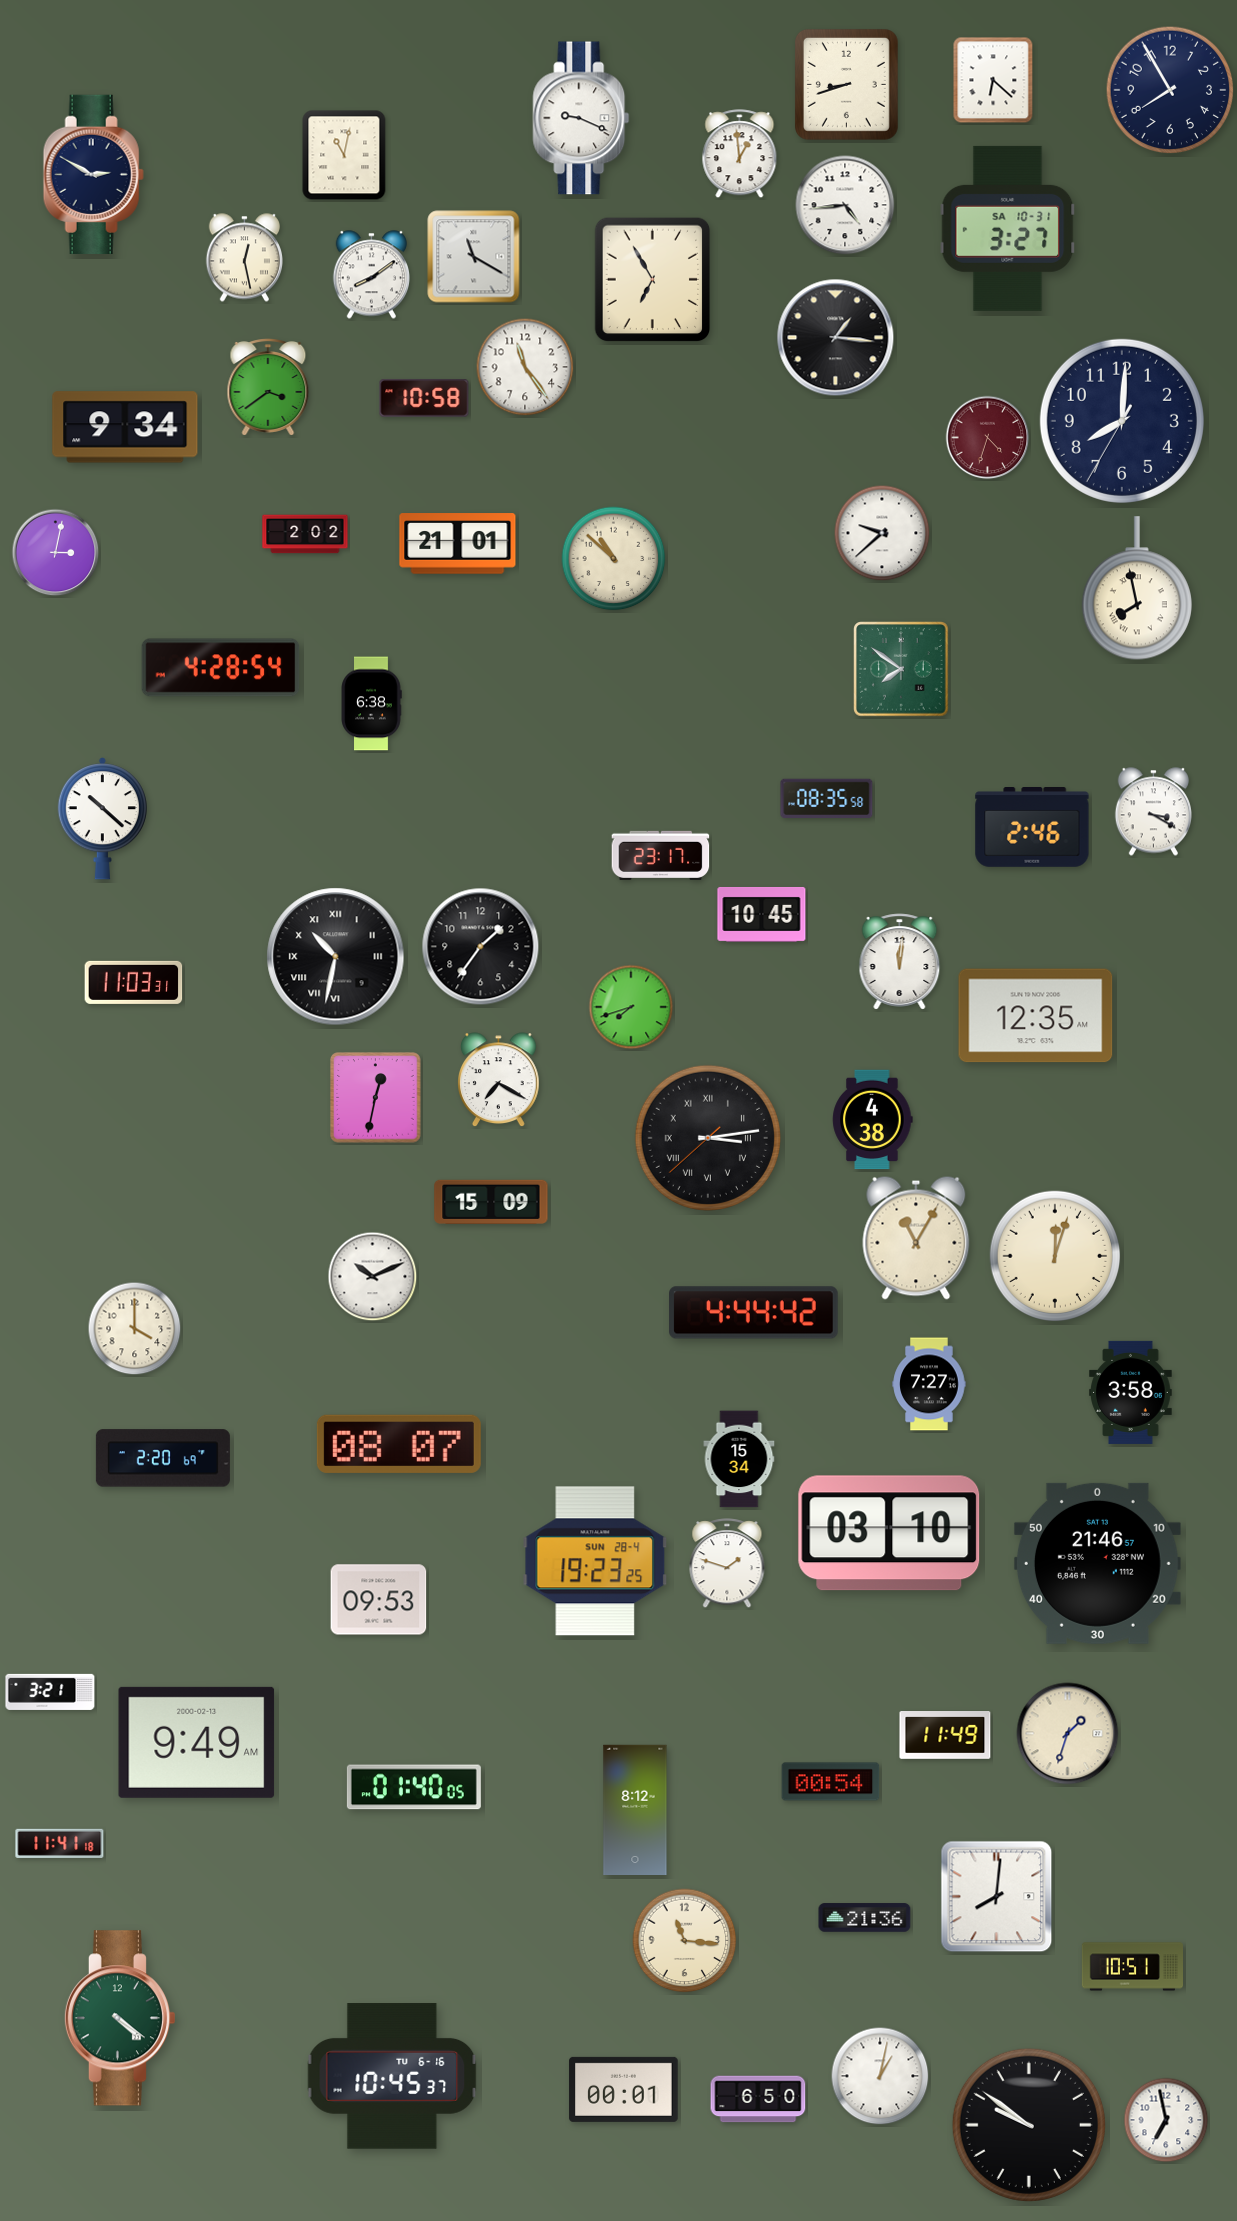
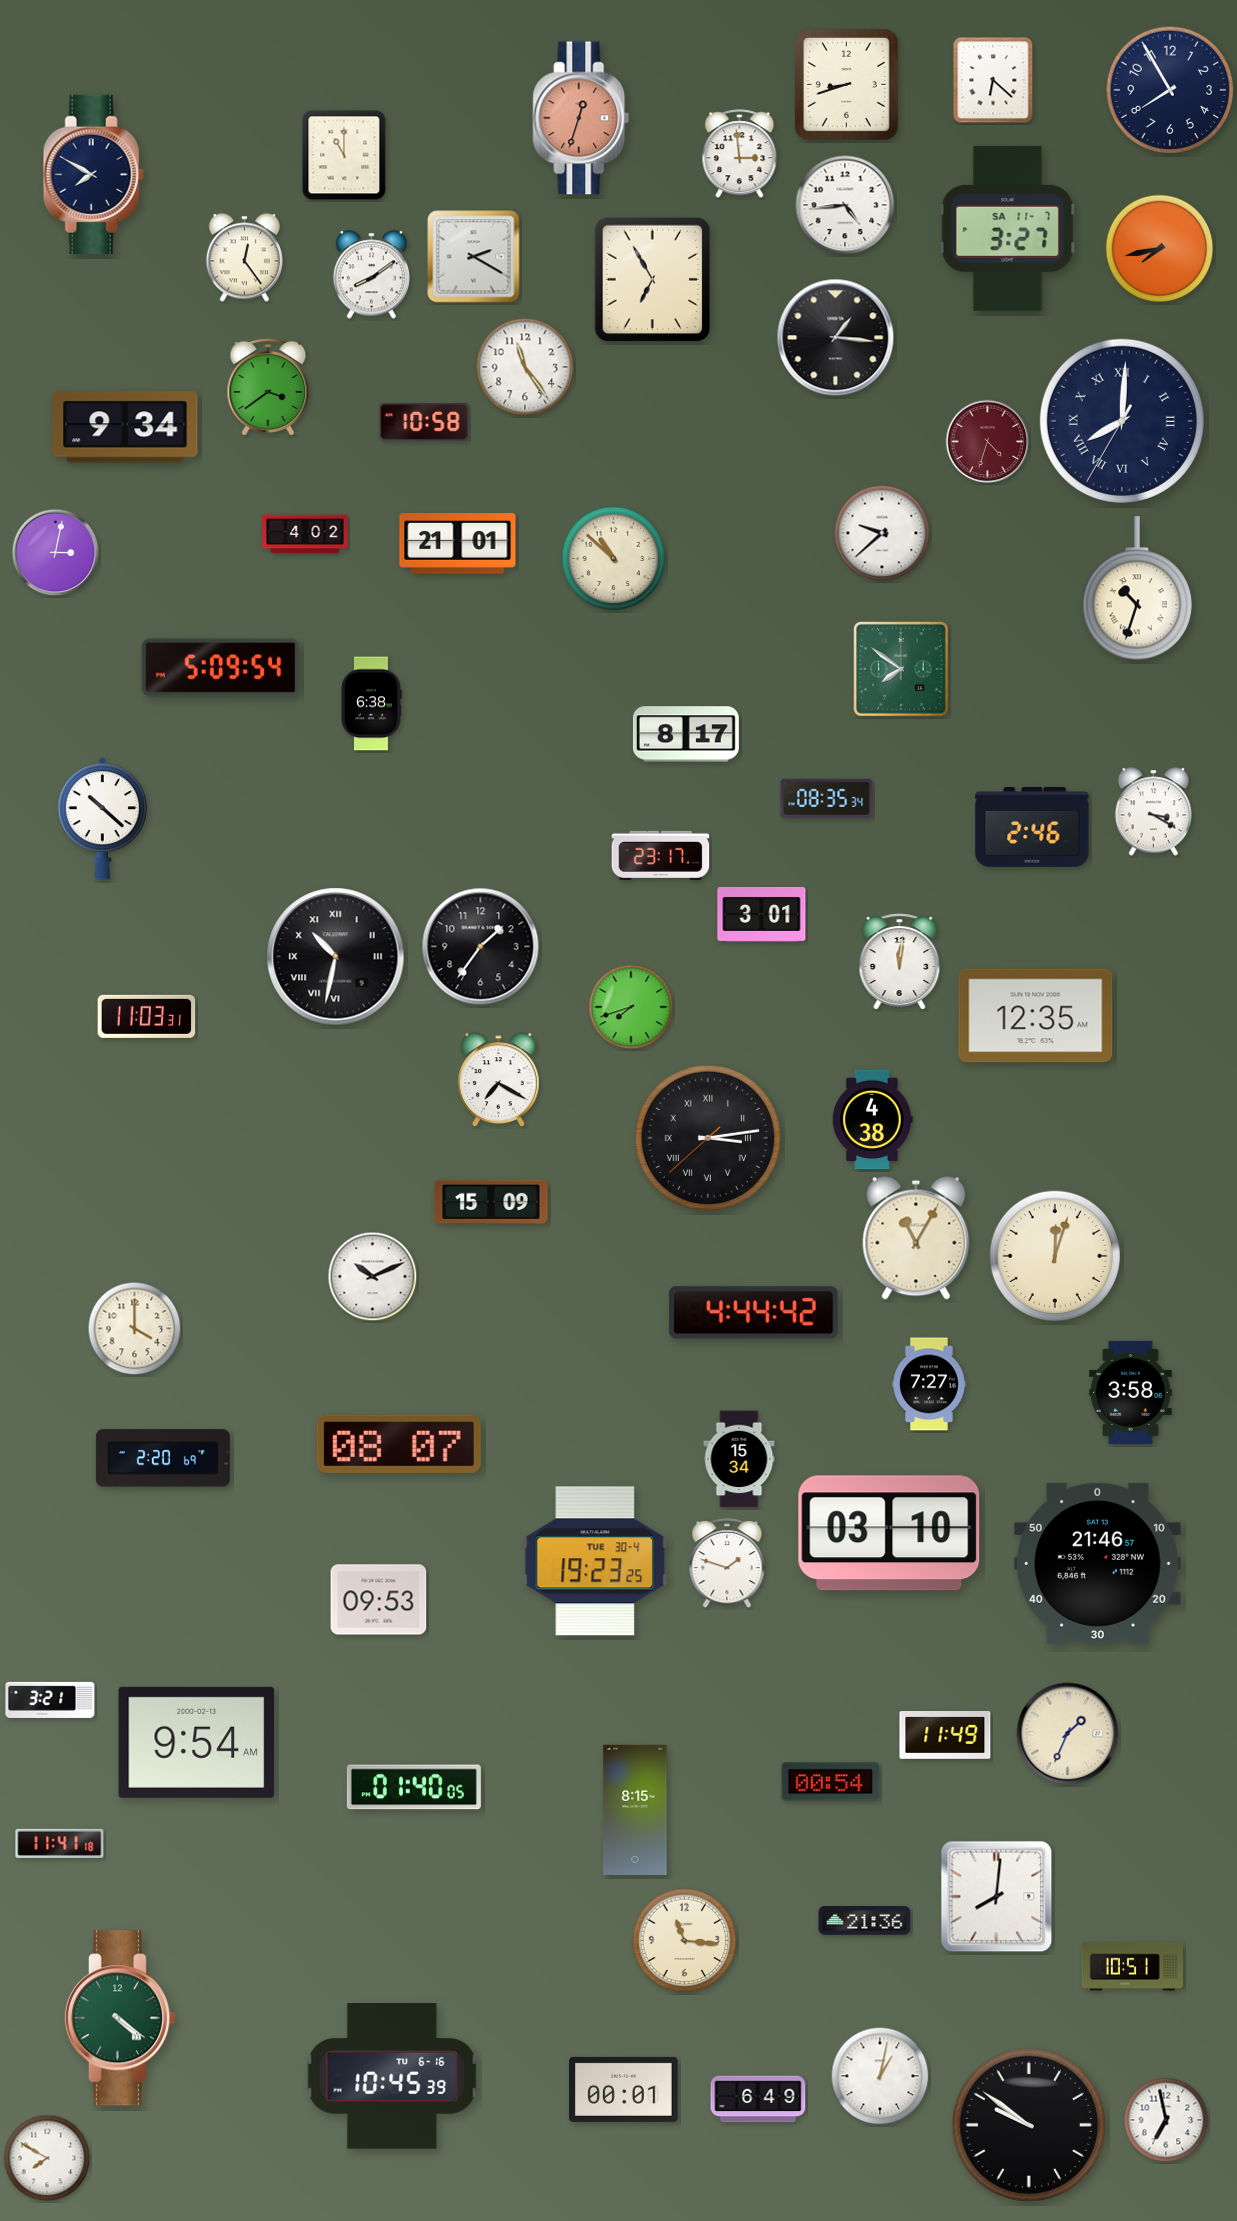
clock at (581, 118): 9:19 -> 12:33
clock at (581, 118) dial: white -> salmon
clock at (740, 154): 12:59 -> 2:59
clock at (344, 155): 11:02 -> 11:00
clock at (93, 174): 2:50 -> 7:50
clock at (1008, 228) date: SA 10-31 -> SA 11-7
clock at (1160, 249): none -> 7:43
clock at (474, 257): 11:20 -> 2:20
clock at (244, 258): 12:28 -> 12:24
clock at (424, 398) position: (424, 398) -> (424, 422)
clock at (1122, 421) numerals: Arabic -> Roman
clock at (988, 438) position: (988, 438) -> (988, 442)
clock at (305, 534): 2:02 -> 4:02
clock at (1137, 589): 7:58 -> 10:33
clock at (221, 668): 4:28 -> 5:09
clock at (686, 734): none -> 8:17
clock at (827, 799): 08:35:58 -> 08:35:34
clock at (762, 914): 10:45 -> 3:01
clock at (134, 982) position: (134, 982) -> (147, 1016)
clock at (376, 1098): 12:32 -> none
clock at (595, 1561) date: SUN 28-4 -> TUE 30-4
clock at (50, 1692) position: (50, 1692) -> (50, 1700)
clock at (1068, 1734): 1:33 -> 1:34
clock at (197, 1742): 9:49 -> 9:54
clock at (635, 1809): 8:12 -> 8:15
clock at (865, 1918) position: (865, 1918) -> (865, 1921)
clock at (392, 2076): 10:45:37 -> 10:45:39
clock at (758, 2099): 6:50 -> 6:49
clock at (47, 2158): none -> 7:50
